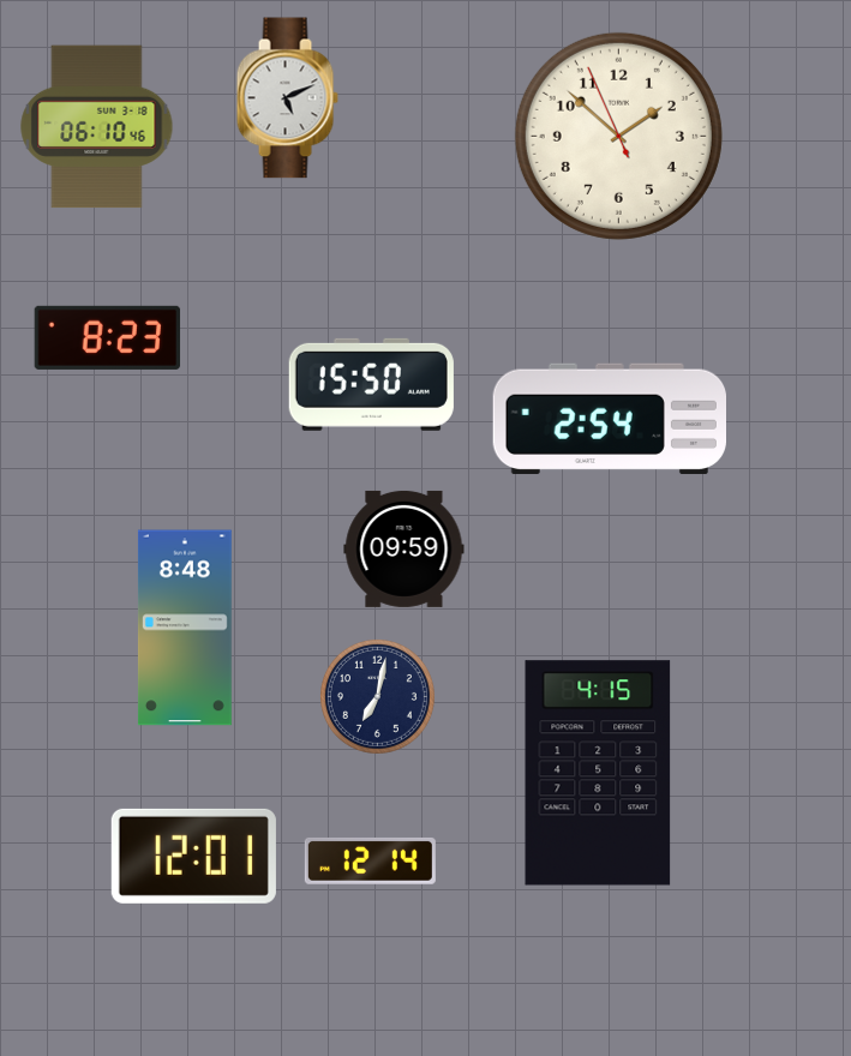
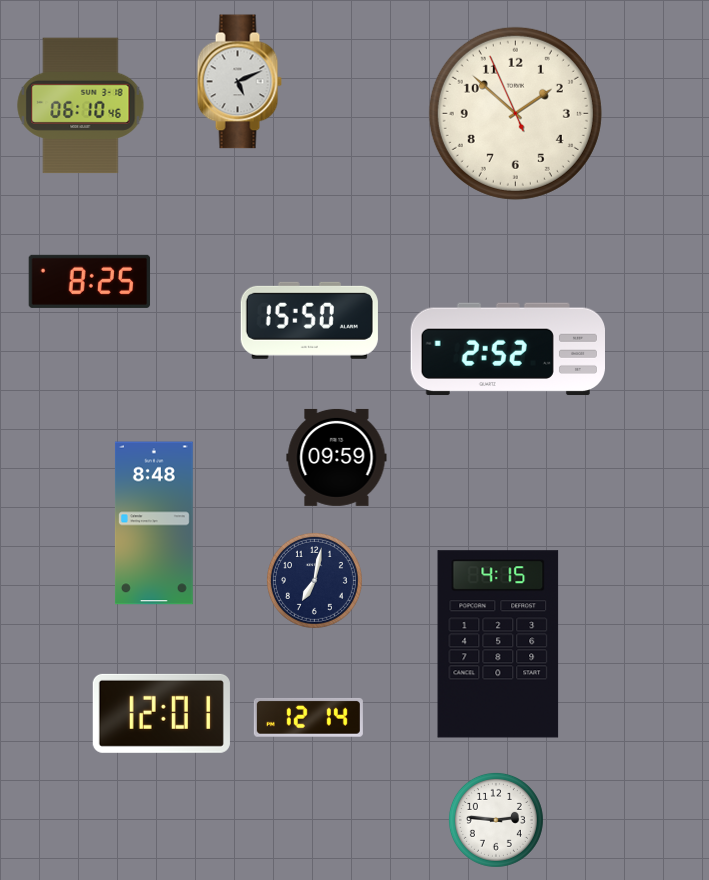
clock at (108, 337): 8:23 -> 8:25
clock at (609, 419): 2:54 -> 2:52
clock at (496, 820): none -> 2:46
